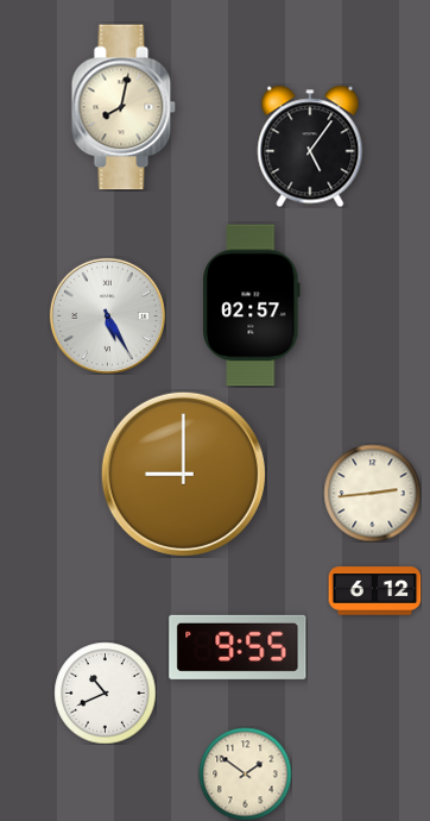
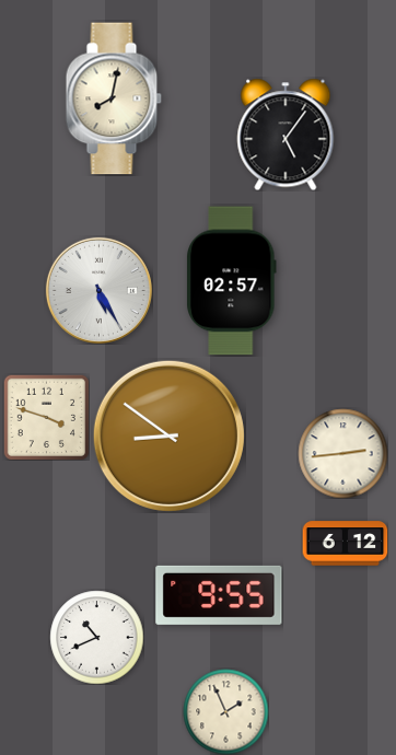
clock at (46, 417): none -> 3:48
clock at (183, 474): 9:00 -> 8:51
clock at (245, 773): 1:51 -> 1:56
